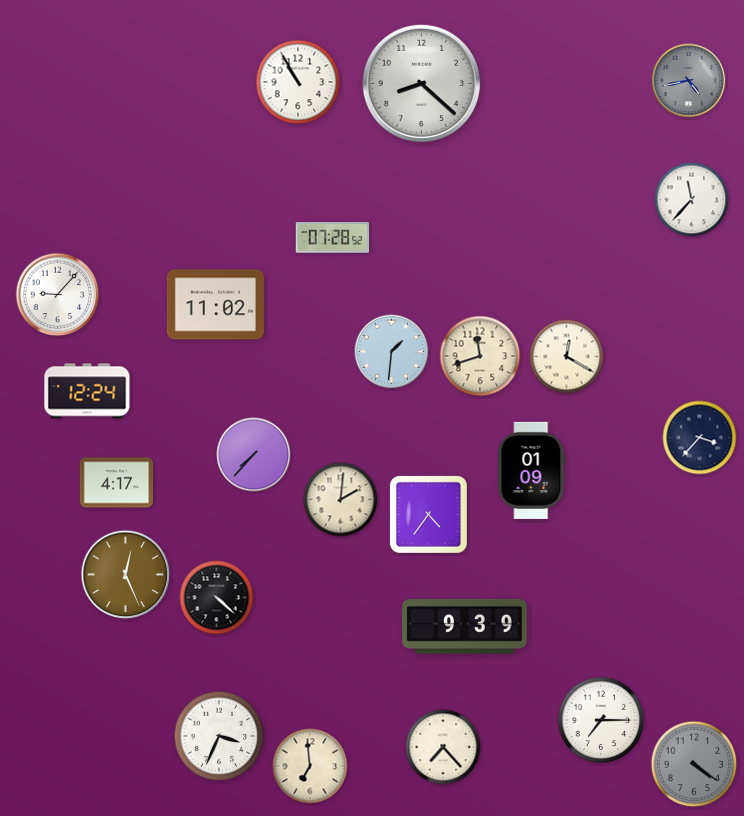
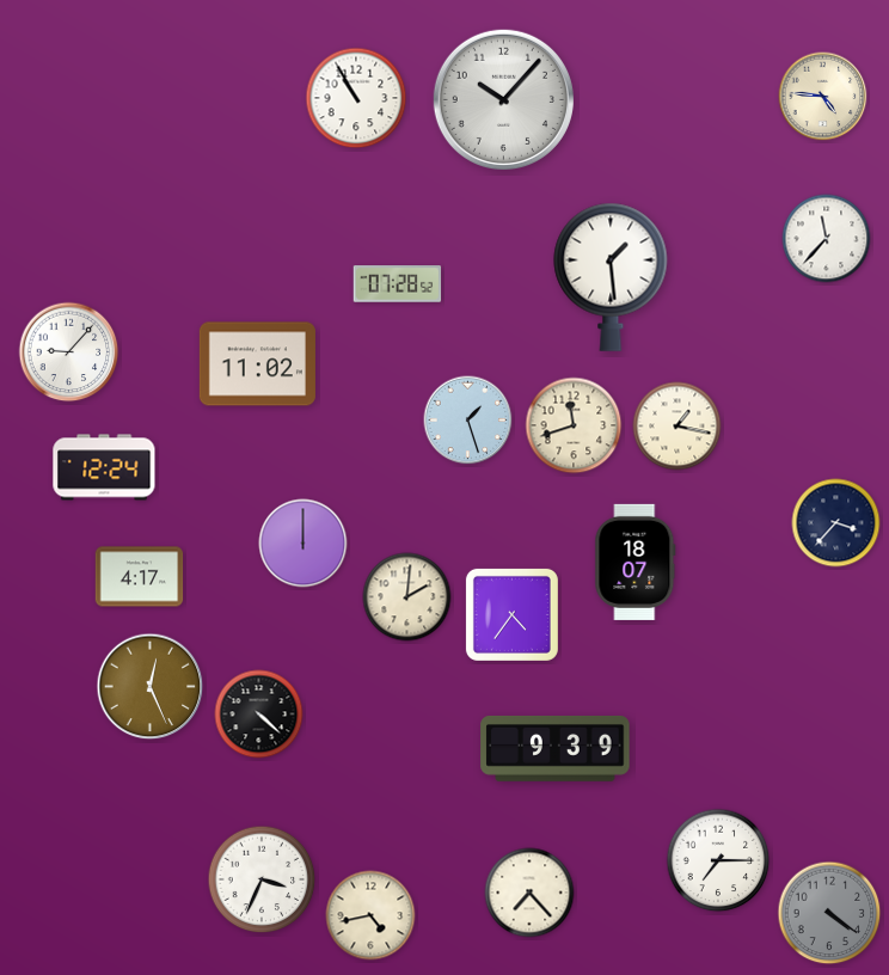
clock at (689, 81): 4:43 -> 4:46
clock at (689, 81) dial: grey -> cream
clock at (421, 83): 8:22 -> 10:07
clock at (611, 277): none -> 1:29
clock at (392, 352): 1:31 -> 1:27
clock at (567, 357): 12:20 -> 1:17
clock at (254, 455): 7:37 -> 12:00
clock at (532, 470): 01:09 -> 18:07
clock at (310, 766): 6:59 -> 4:43
